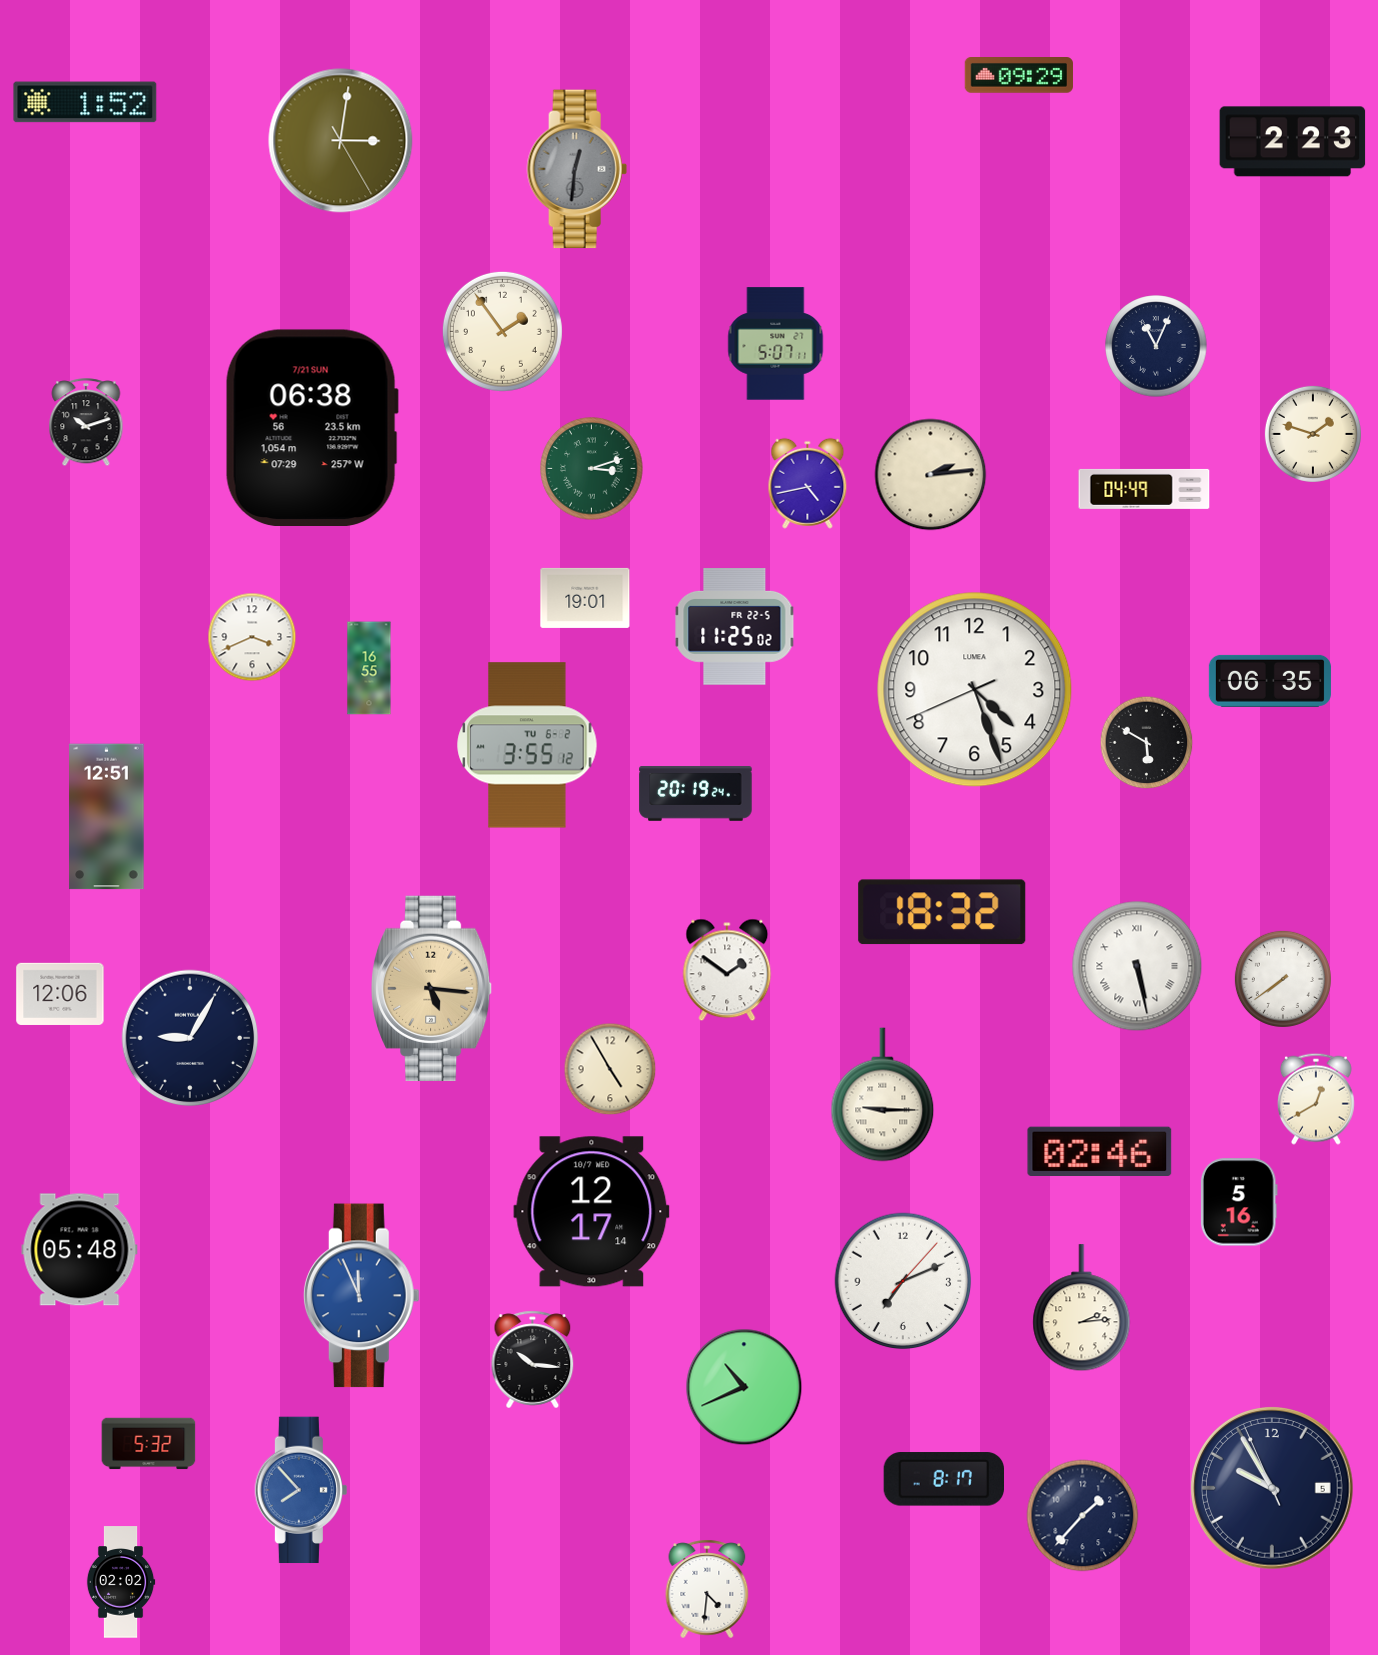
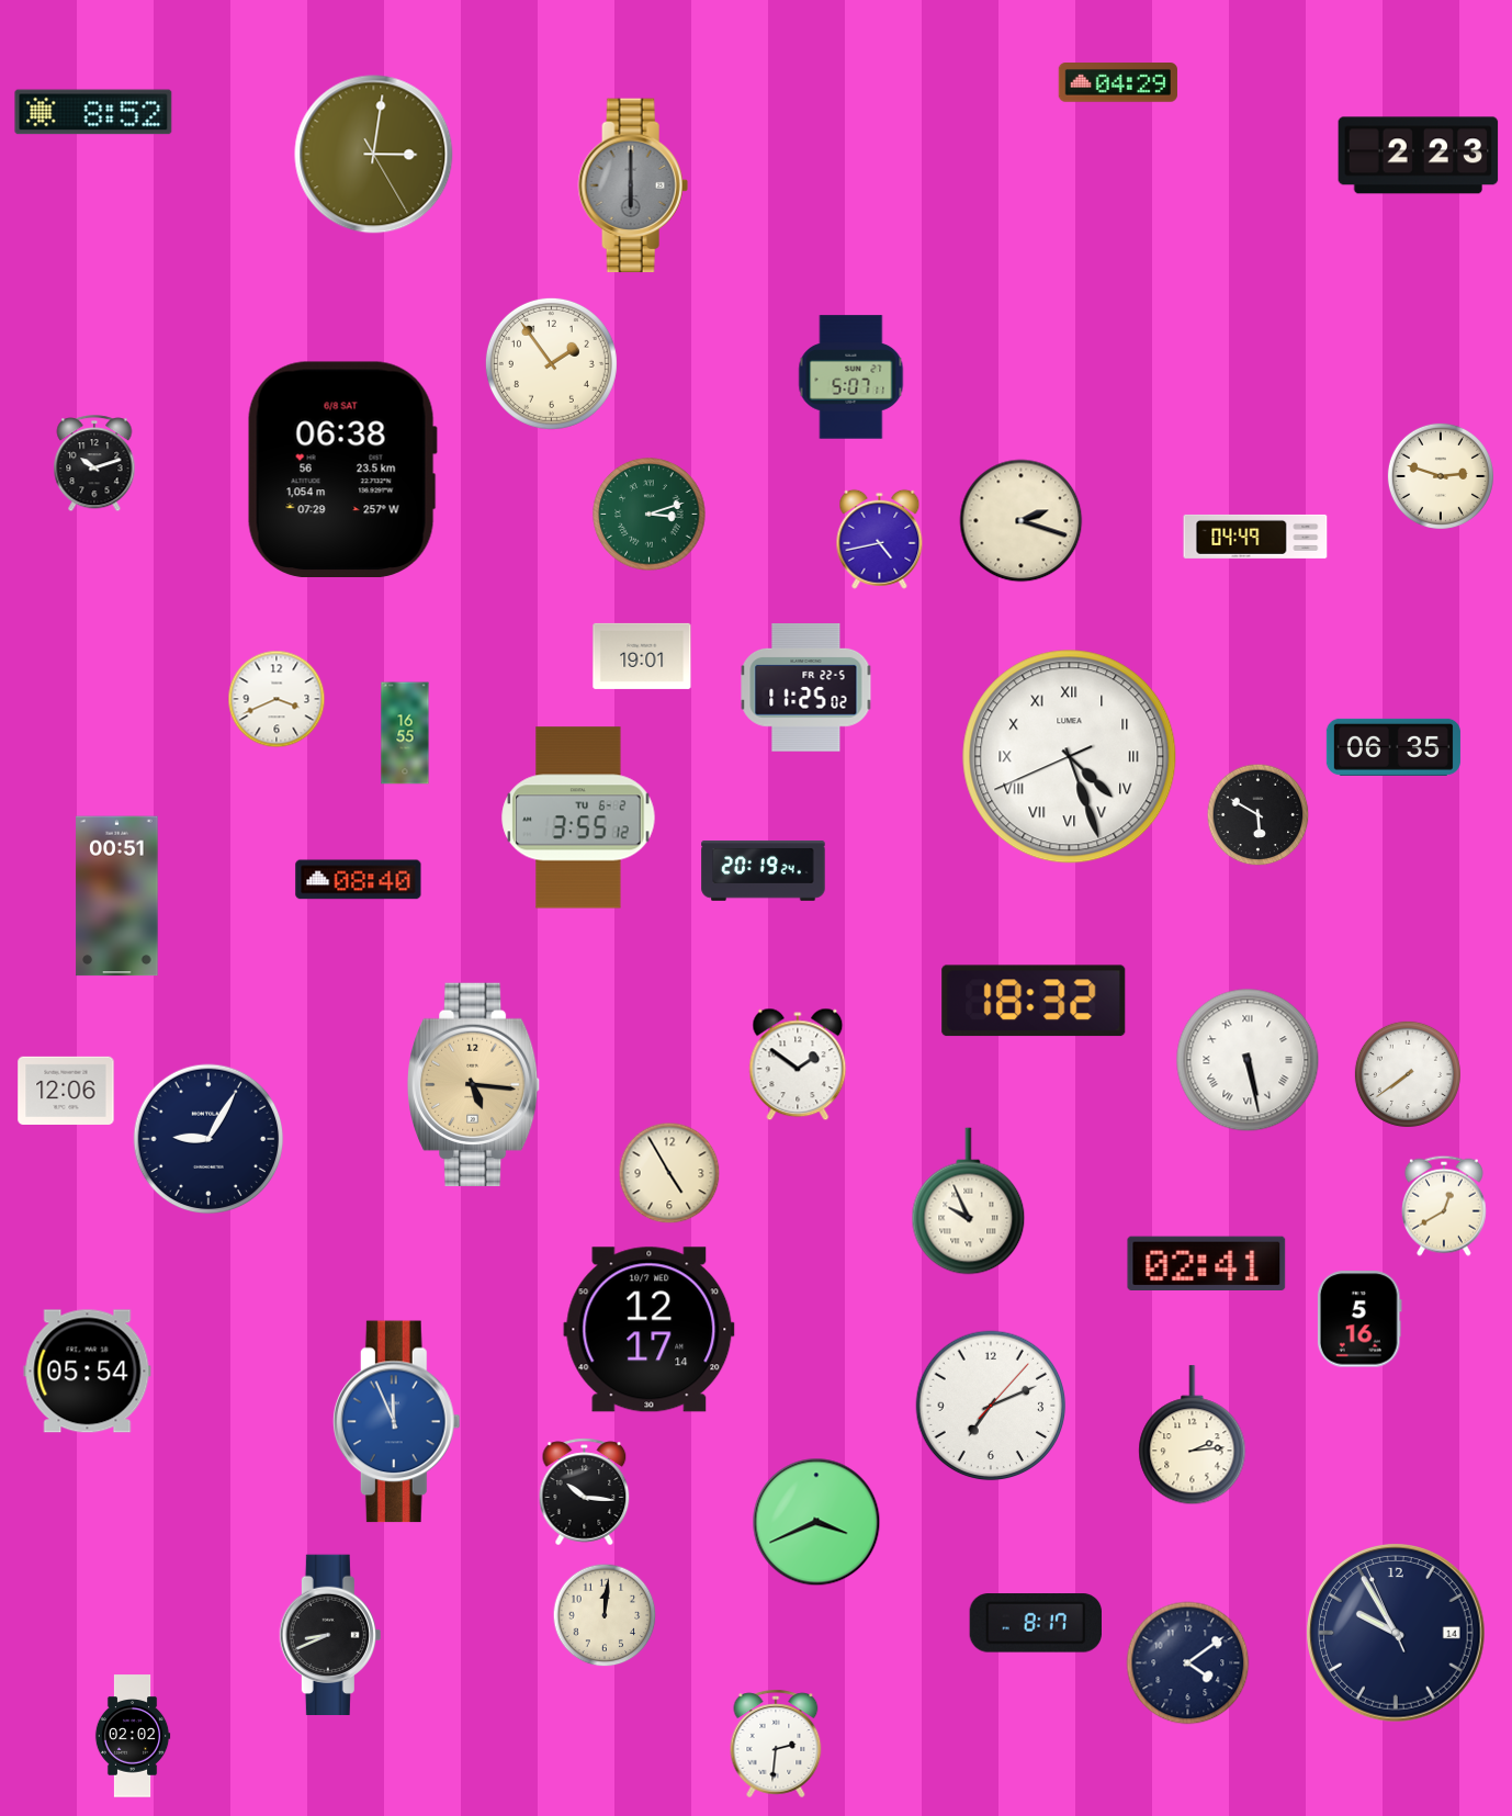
clock at (1019, 76): 09:29 -> 04:29
clock at (85, 102): 1:52 -> 8:52
clock at (577, 169): 12:31 -> 6:00
clock at (1156, 346): 11:04 -> none
clock at (312, 427) date: 7/21 SUN -> 6/8 SAT
clock at (1313, 434): 1:48 -> 2:48
clock at (931, 475): 2:14 -> 2:18
clock at (808, 483) position: (808, 483) -> (880, 539)
clock at (975, 690) numerals: Arabic -> Roman
clock at (359, 880): none -> 08:40
clock at (107, 817): 12:51 -> 00:51
clock at (883, 1095): 9:15 -> 9:56
clock at (1100, 1151): 02:46 -> 02:41
clock at (80, 1250): 05:48 -> 05:54
clock at (1082, 1308) position: (1082, 1308) -> (1193, 1435)
clock at (744, 1387): 10:41 -> 3:41
clock at (149, 1444): 5:32 -> none
clock at (605, 1615): none -> 12:01
clock at (1273, 1489) date: 5 -> 14
clock at (301, 1490): 7:53 -> 8:41
clock at (301, 1490) dial: blue -> black
clock at (1083, 1516): 1:37 -> 4:09
clock at (707, 1589): 4:31 -> 2:31
